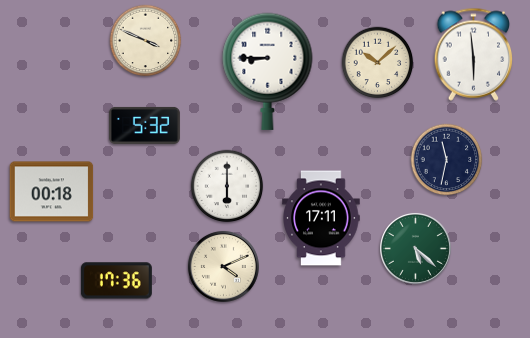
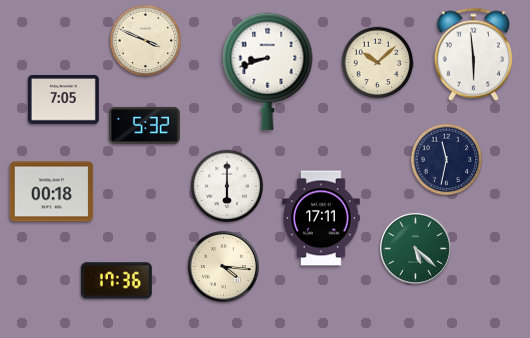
clock at (268, 71): 8:45 -> 8:42
clock at (63, 100): none -> 7:05
clock at (223, 266): 4:11 -> 4:16
